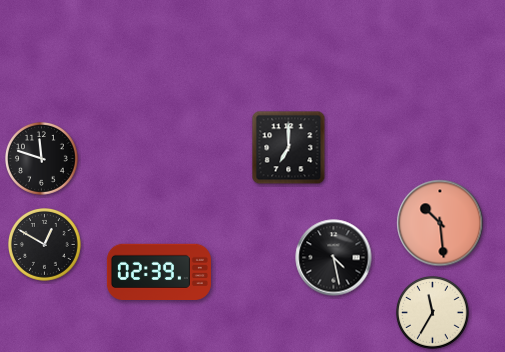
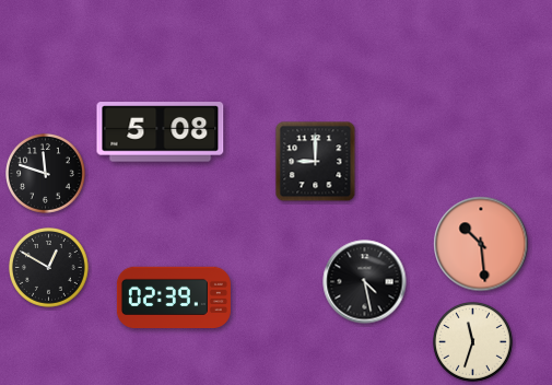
clock at (161, 132): none -> 5:08
clock at (289, 148): 7:00 -> 9:00
clock at (433, 313): 11:35 -> 11:33
